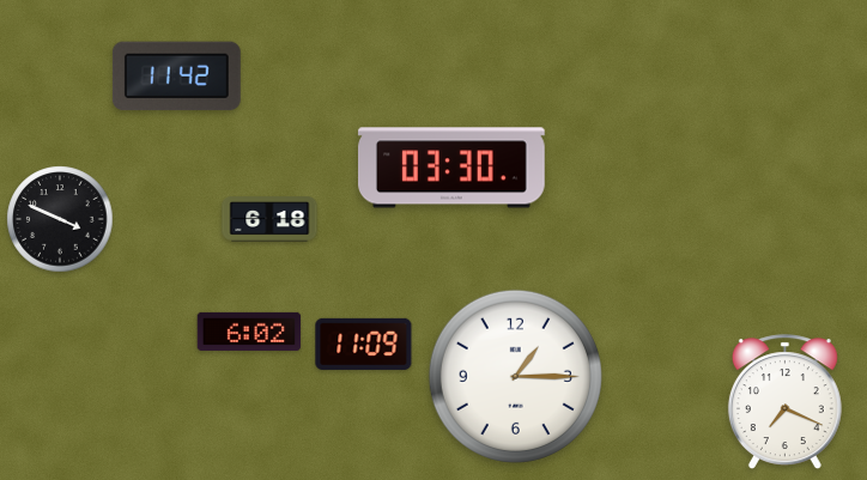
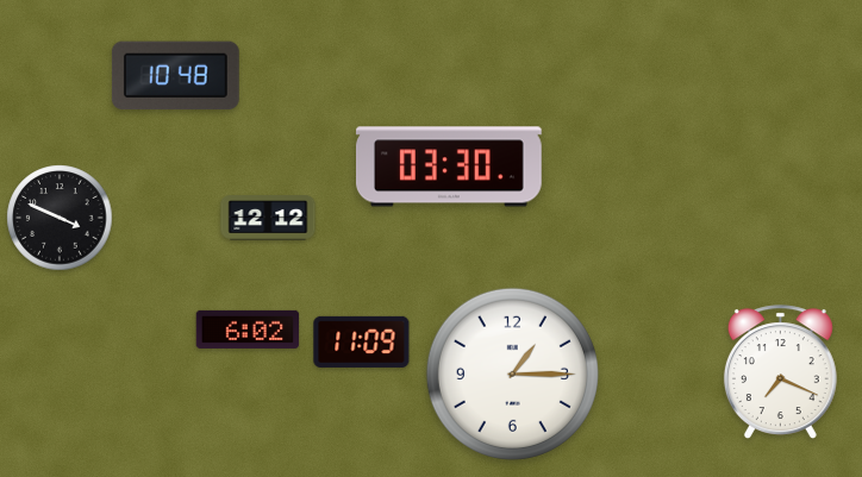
clock at (176, 77): 11:42 -> 10:48
clock at (269, 219): 6:18 -> 12:12
clock at (784, 401) position: (784, 401) -> (780, 371)
